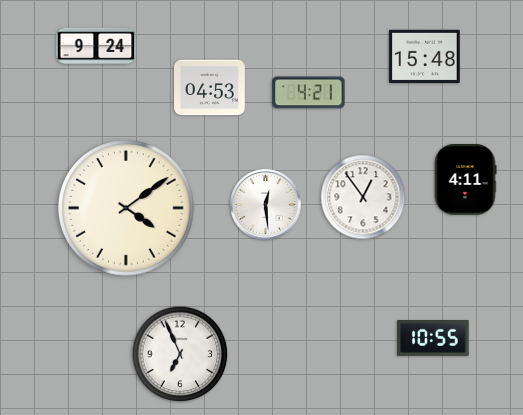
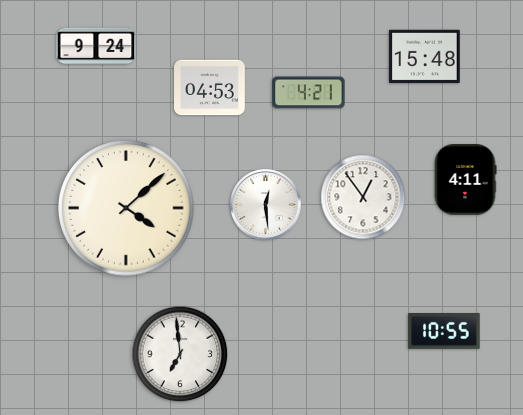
clock at (127, 209): 4:09 -> 4:08
clock at (433, 339) position: (433, 339) -> (444, 332)
clock at (180, 354): 6:56 -> 6:59
